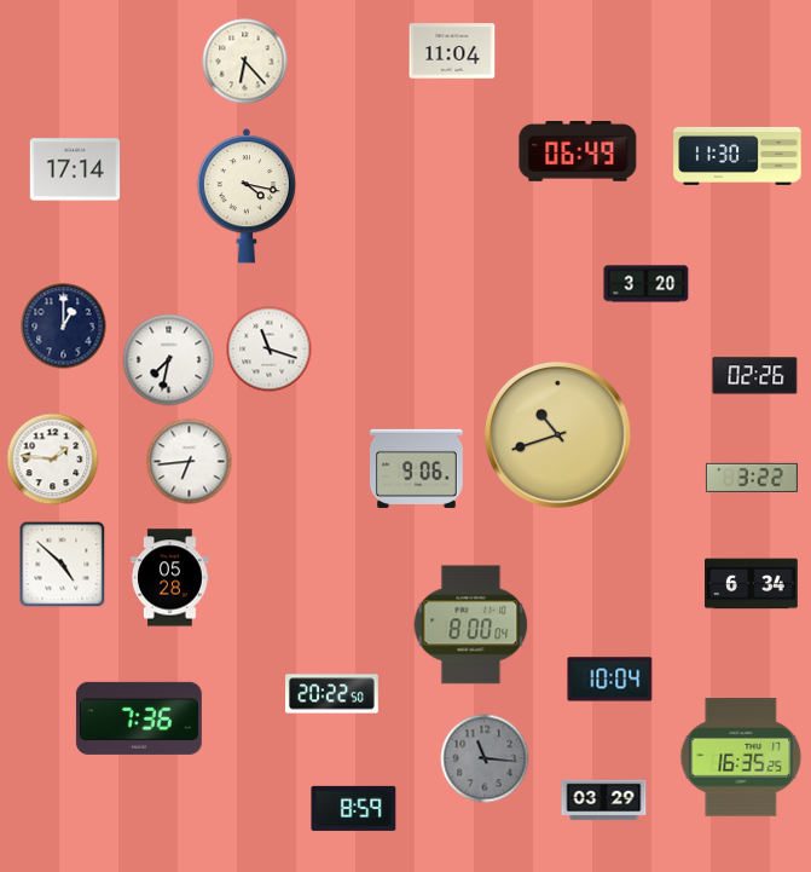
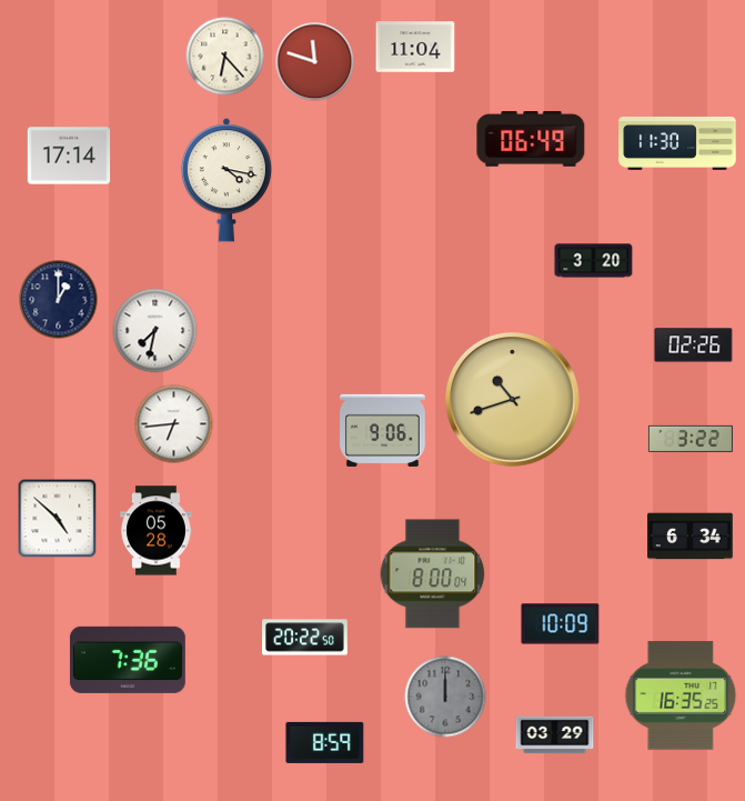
clock at (315, 62): none -> 11:48
clock at (270, 350): 11:18 -> none
clock at (53, 460): 1:46 -> none
clock at (610, 680): 10:04 -> 10:09
clock at (485, 758): 11:16 -> 12:00
